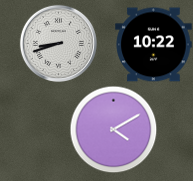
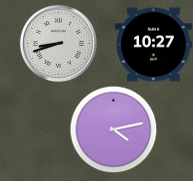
clock at (154, 45): 10:22 -> 10:27
clock at (113, 129): 4:10 -> 4:13
